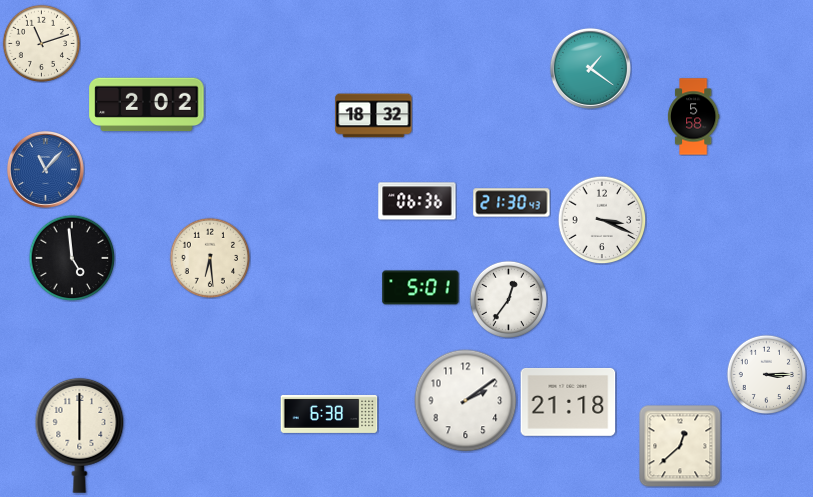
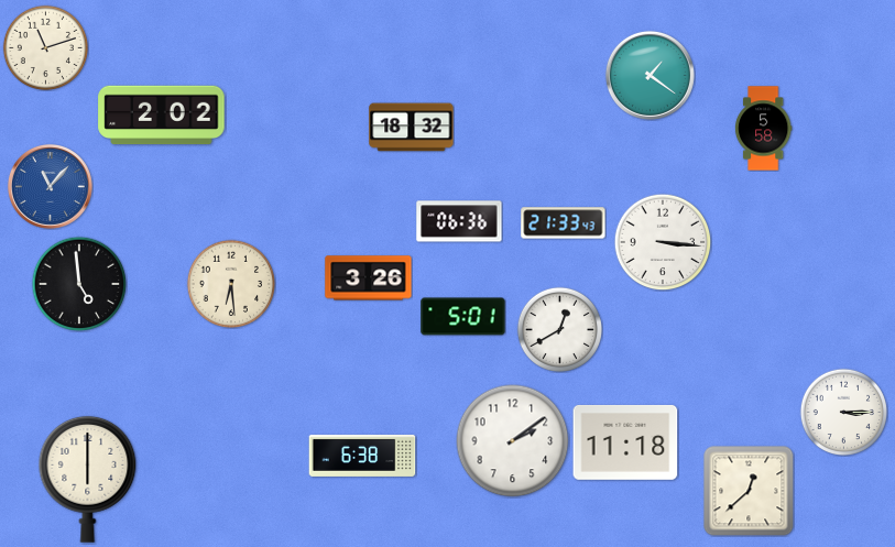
clock at (512, 203): 21:30 -> 21:33
clock at (602, 220): 3:19 -> 3:16
clock at (369, 278): none -> 3:26
clock at (508, 299): 12:36 -> 12:40
clock at (568, 402): 21:18 -> 11:18
